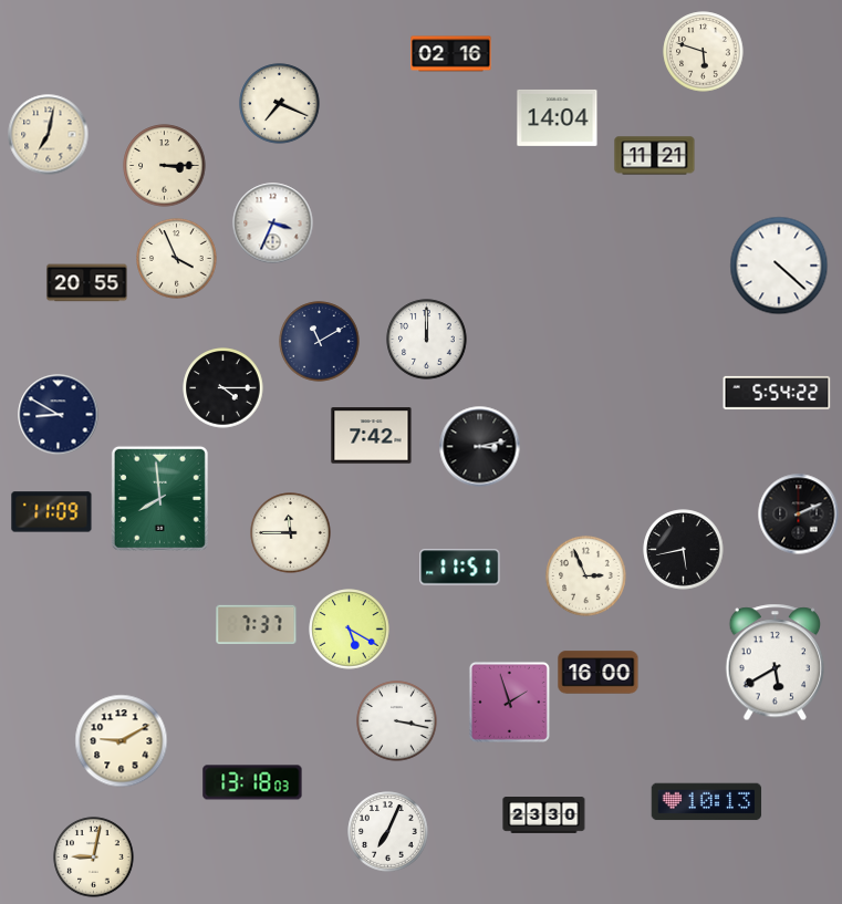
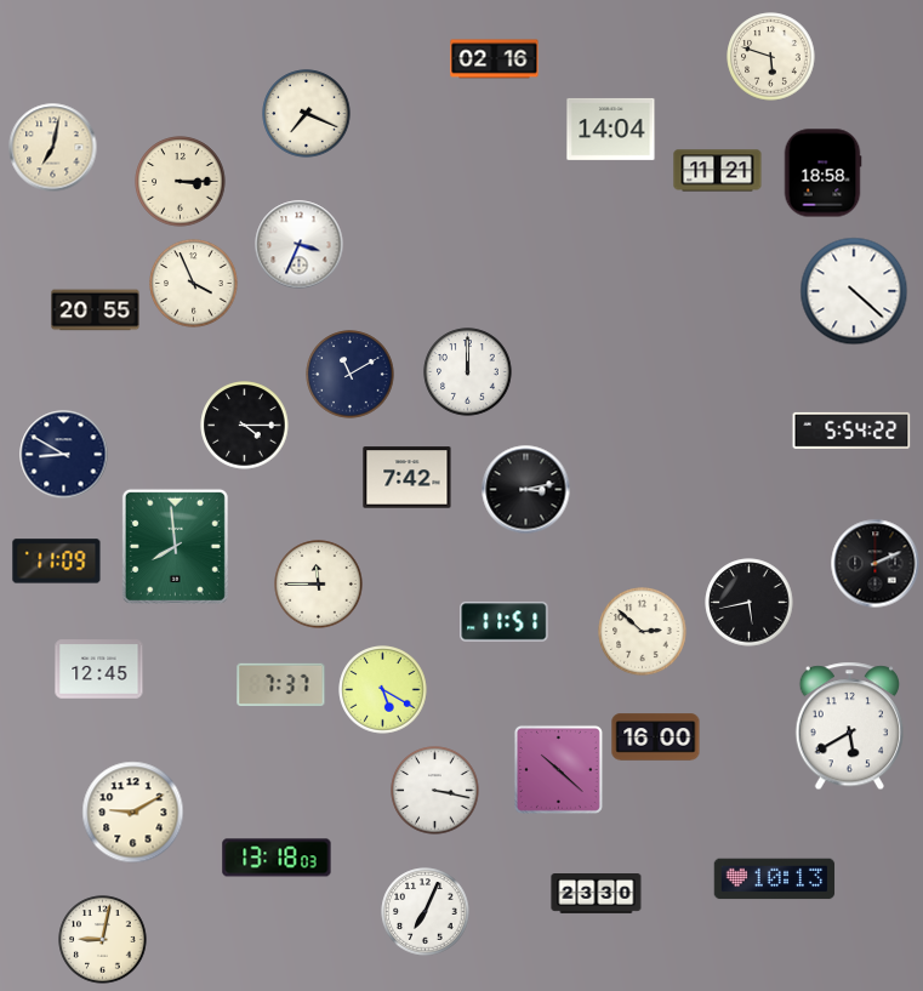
clock at (822, 173): none -> 18:58
clock at (586, 576): 2:56 -> 2:52
clock at (99, 670): none -> 12:45
clock at (509, 702): 1:57 -> 10:22
